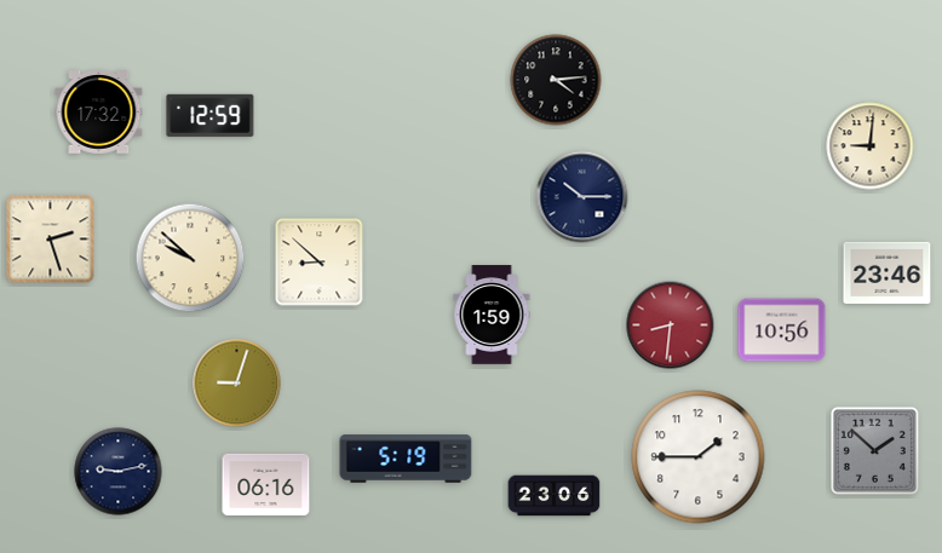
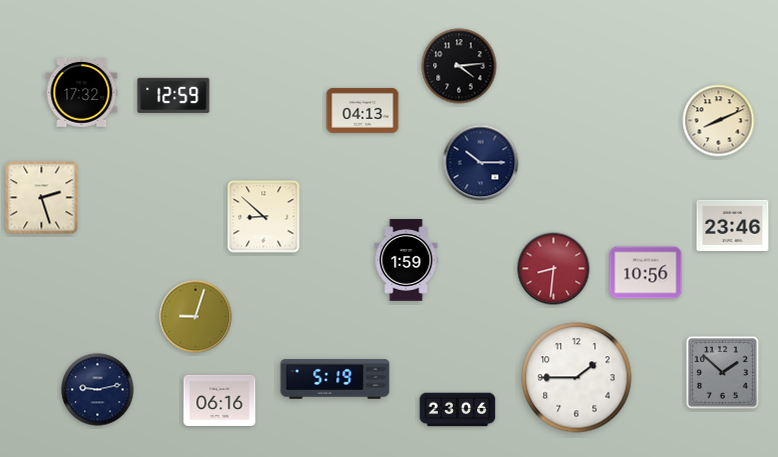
clock at (363, 110): none -> 04:13
clock at (871, 146): 9:01 -> 8:11
clock at (190, 258): 9:52 -> none
